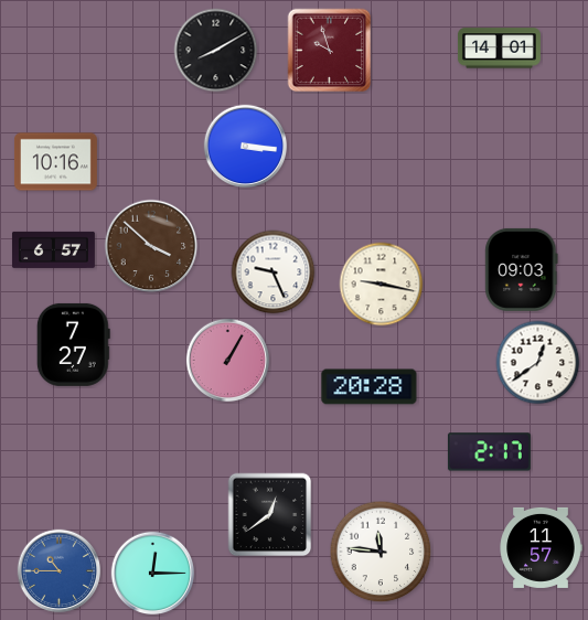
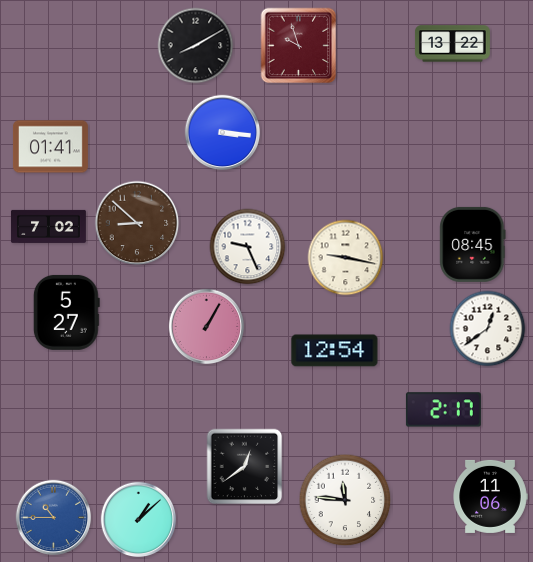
clock at (499, 49): 14:01 -> 13:22
clock at (55, 162): 10:16 -> 01:41
clock at (151, 246): 3:52 -> 8:52
clock at (53, 249): 6:57 -> 7:02
clock at (522, 269): 09:03 -> 08:45
clock at (73, 344): 7:27 -> 5:27
clock at (370, 387): 20:28 -> 12:54
clock at (541, 547): 11:57 -> 11:06
clock at (153, 574): 12:15 -> 1:08
